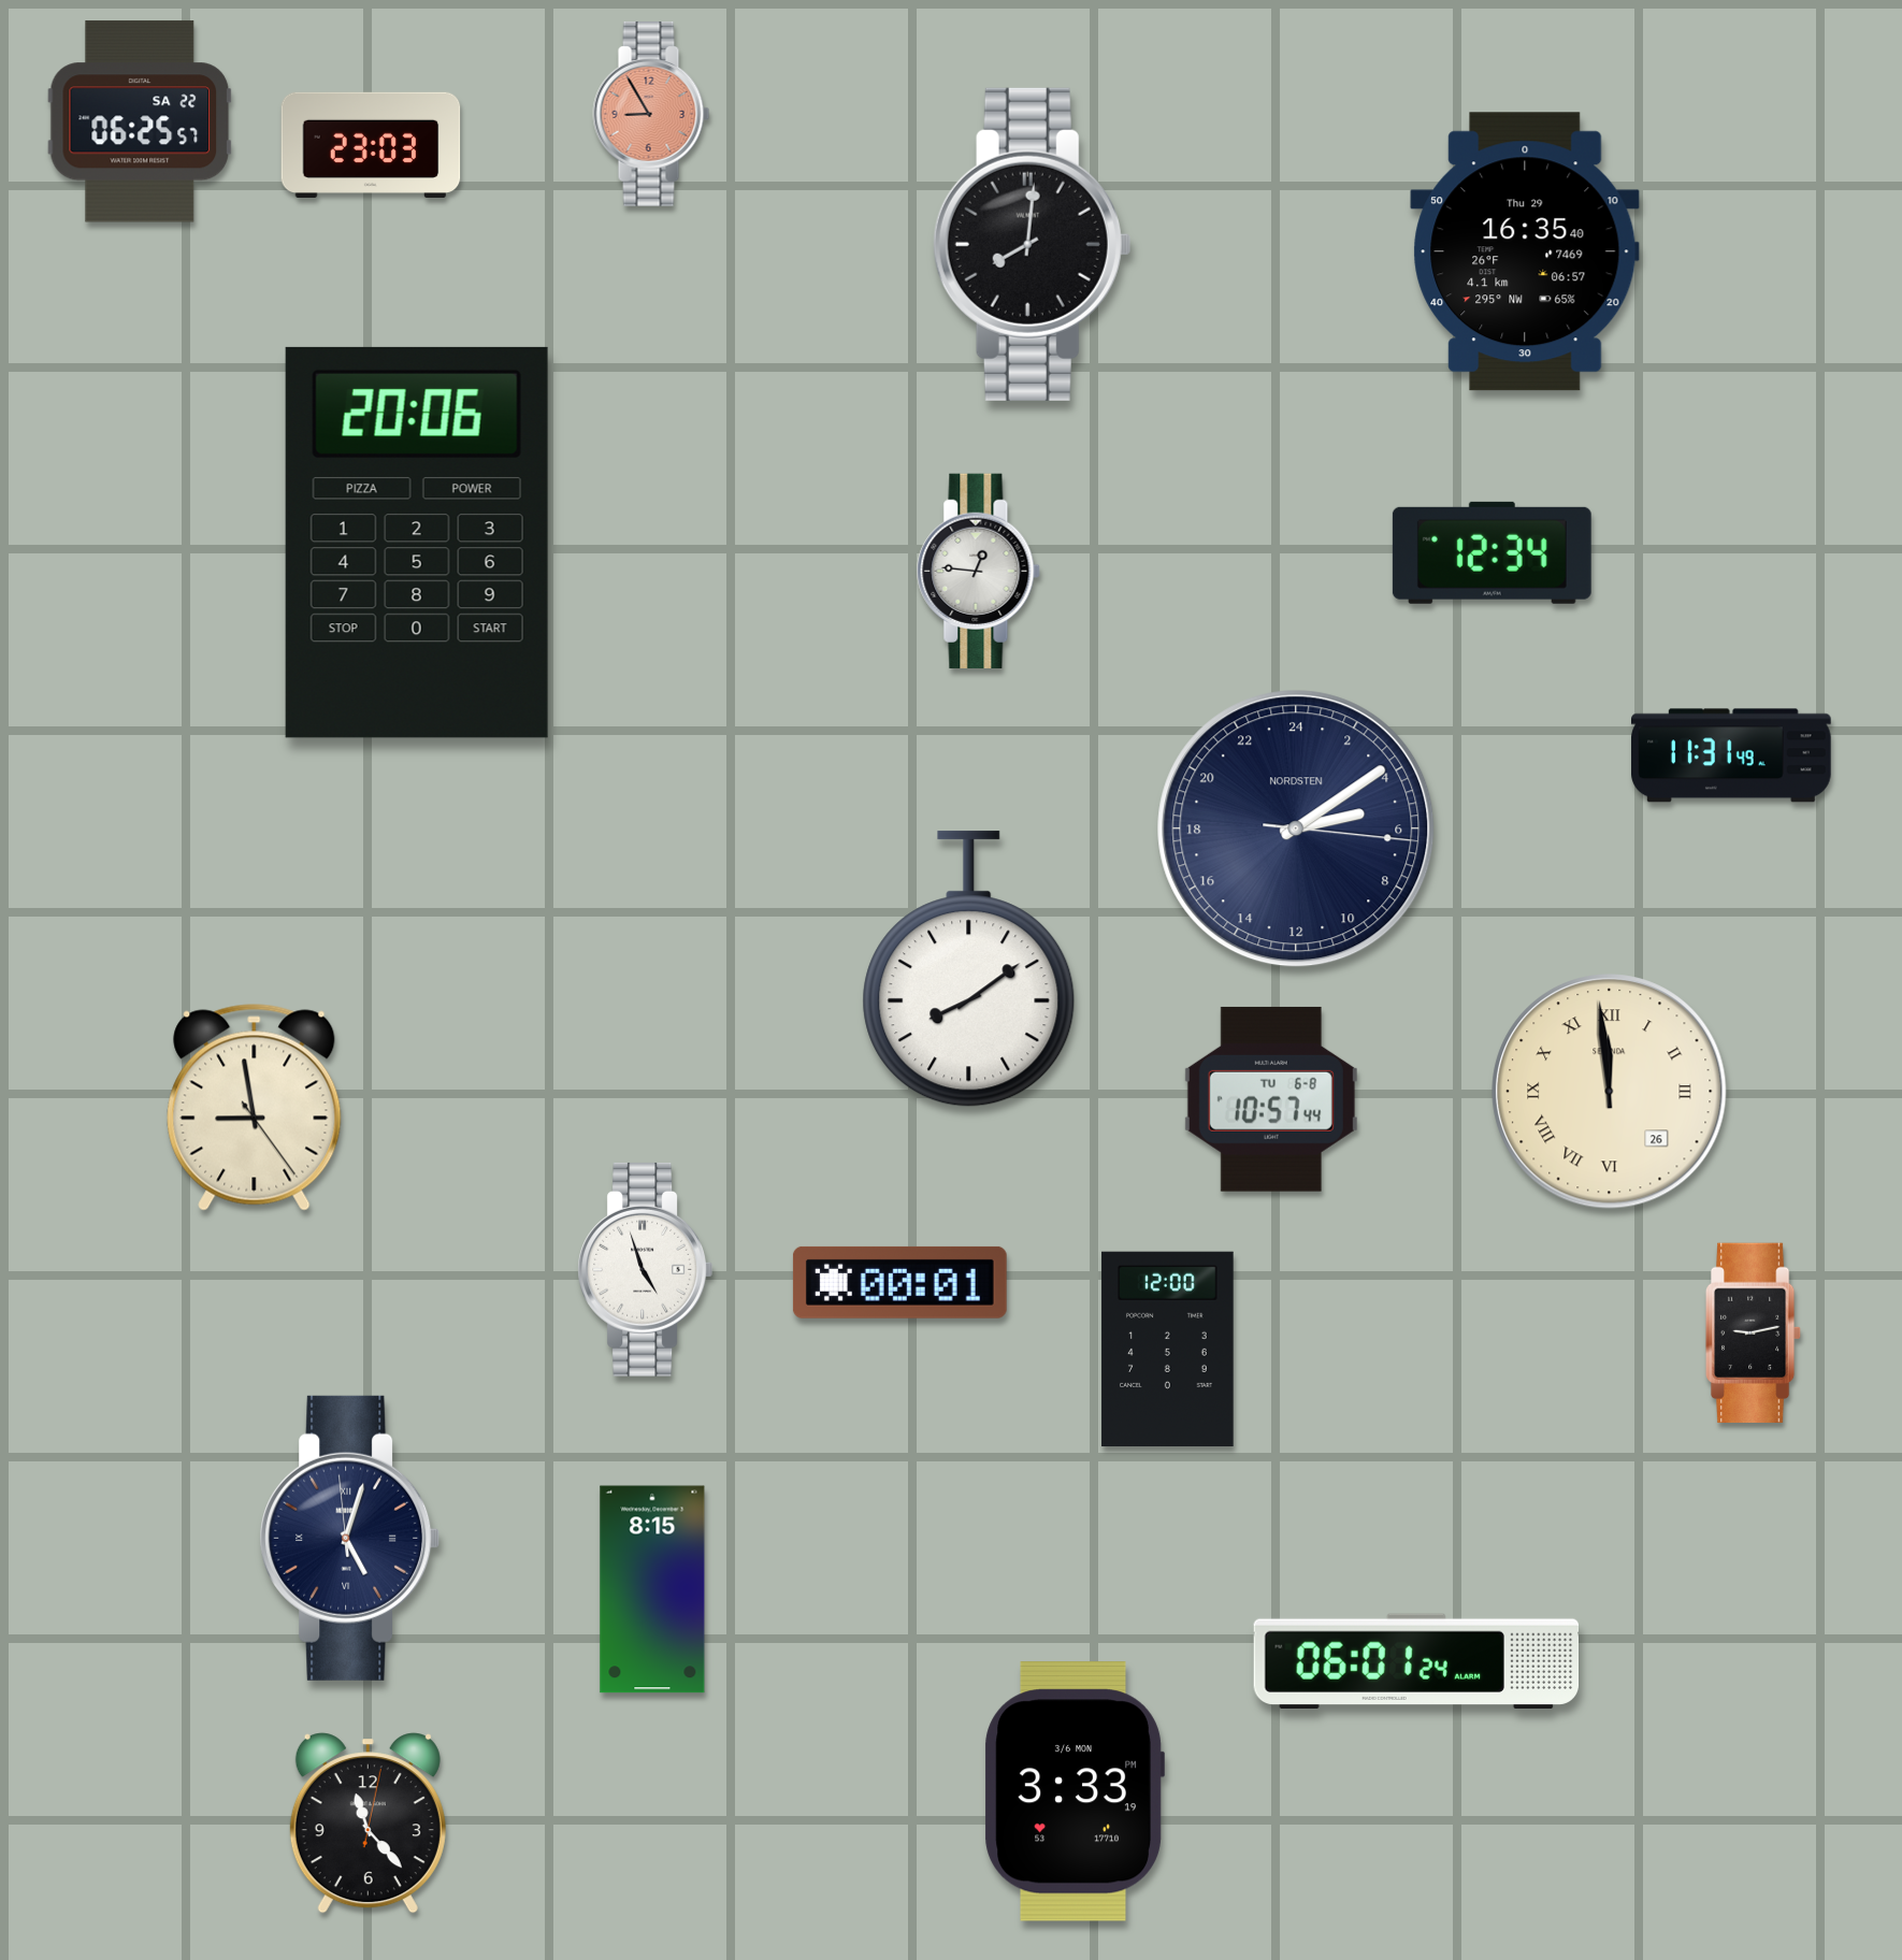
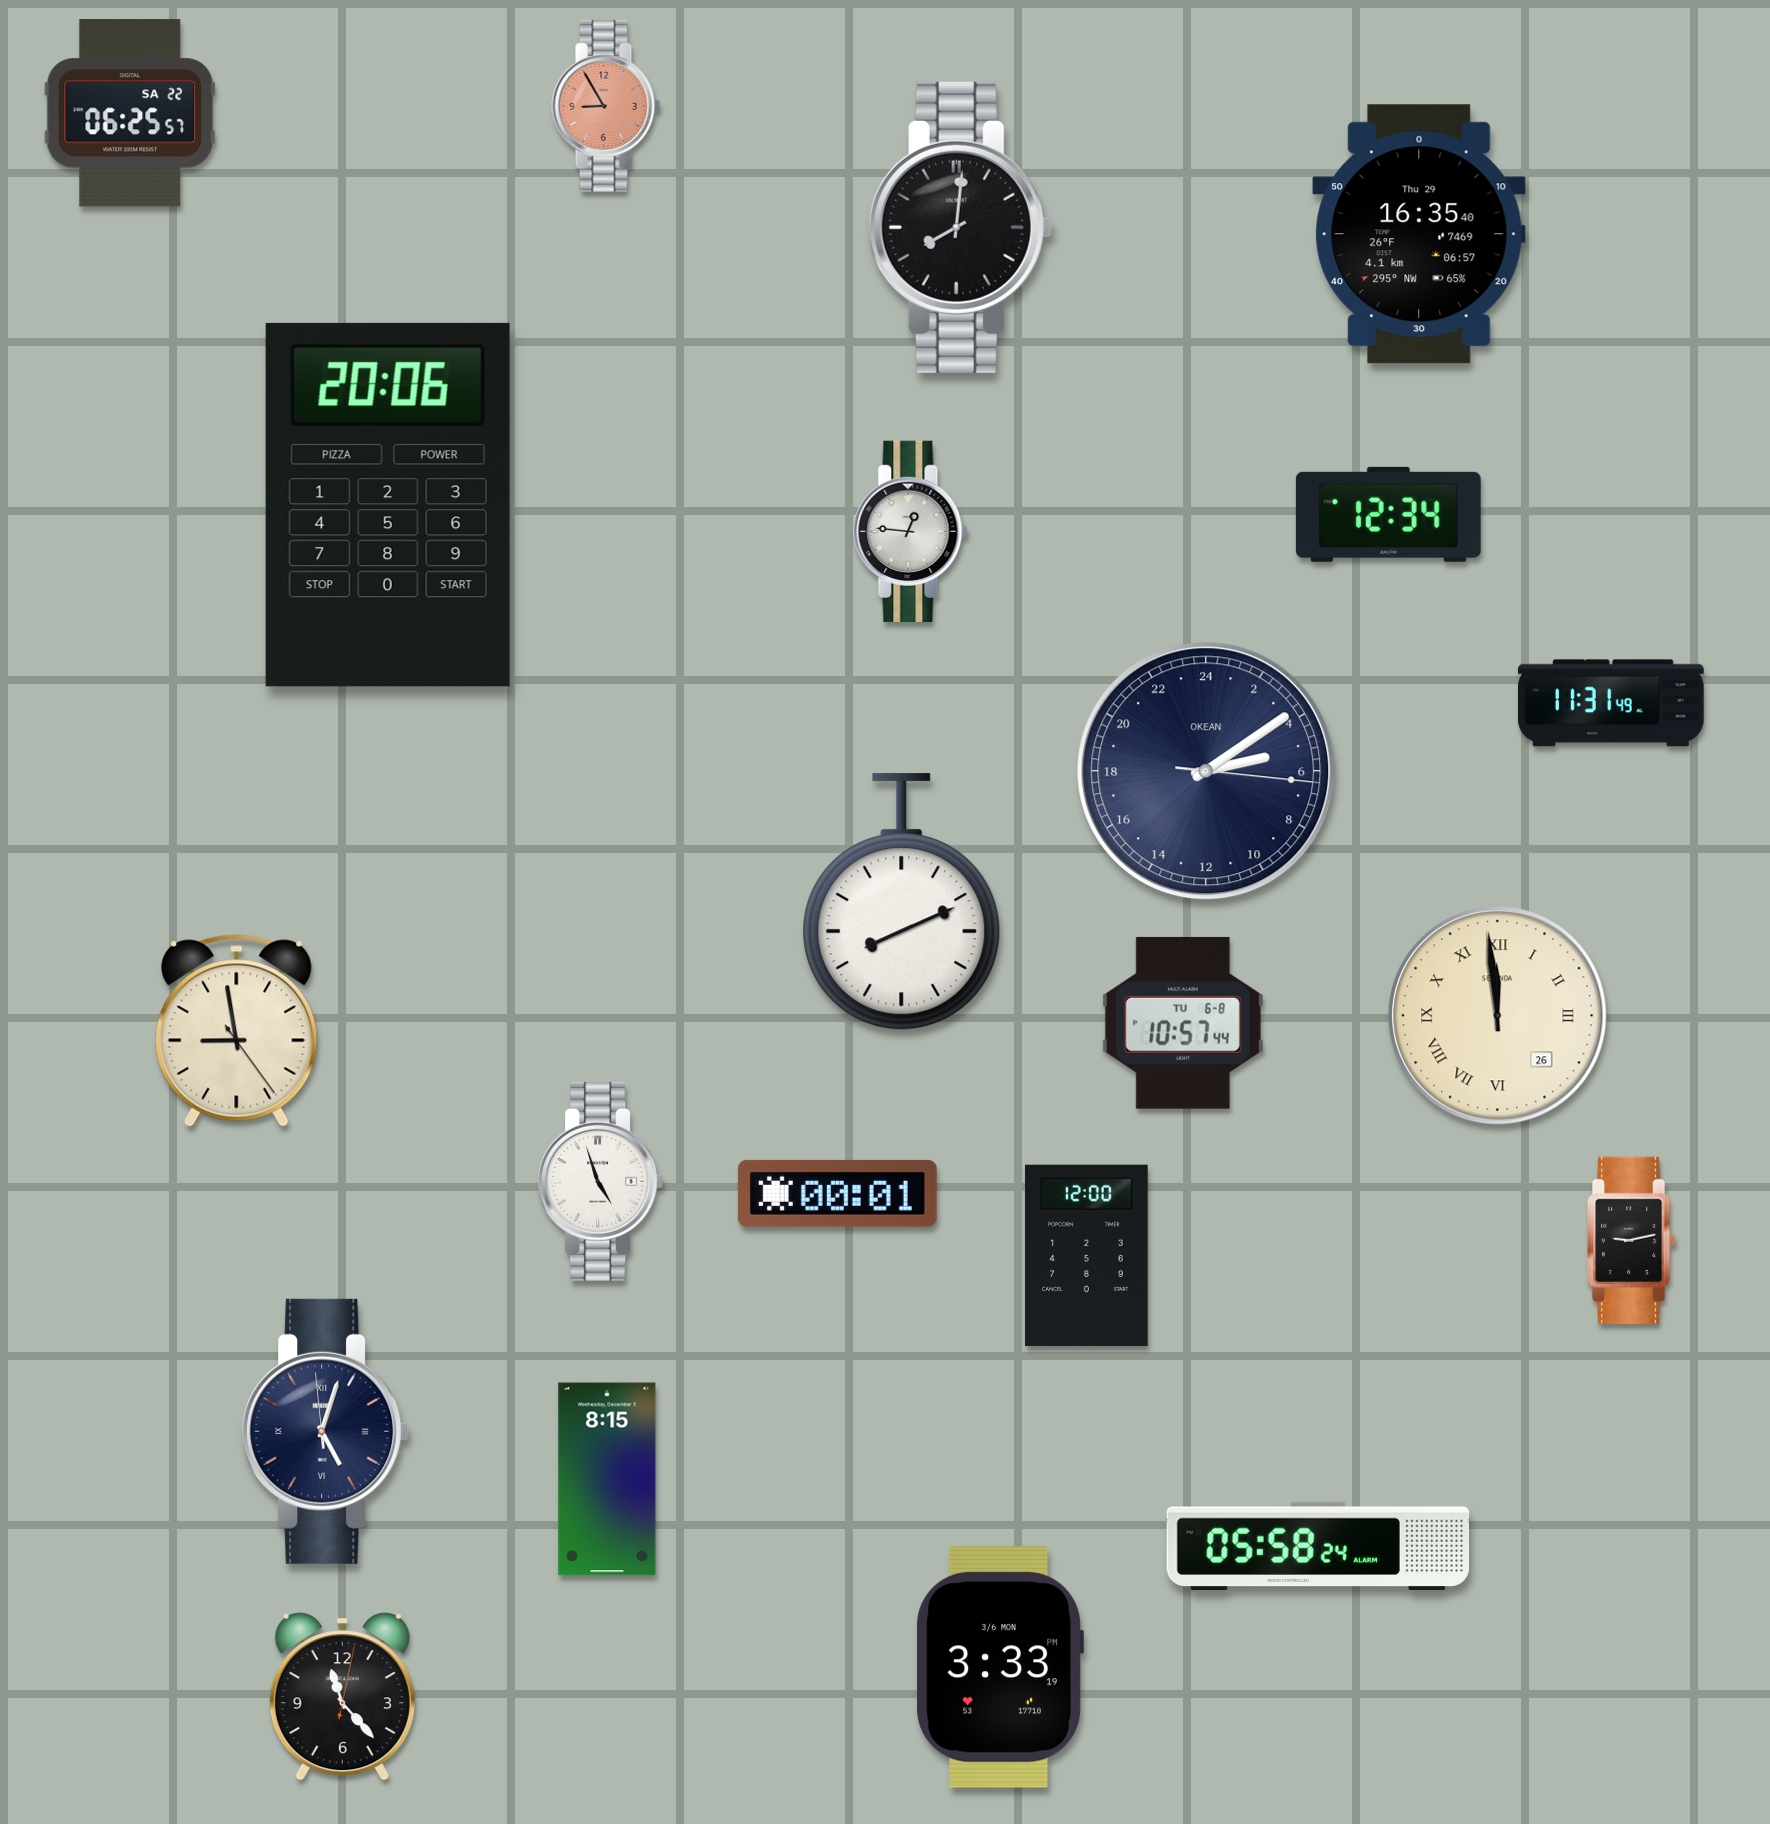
clock at (371, 145): 23:03 -> none
clock at (1296, 828) brand: NORDSTEN -> OKEAN
clock at (969, 969): 8:09 -> 8:11
clock at (1416, 1660): 06:01 -> 05:58
